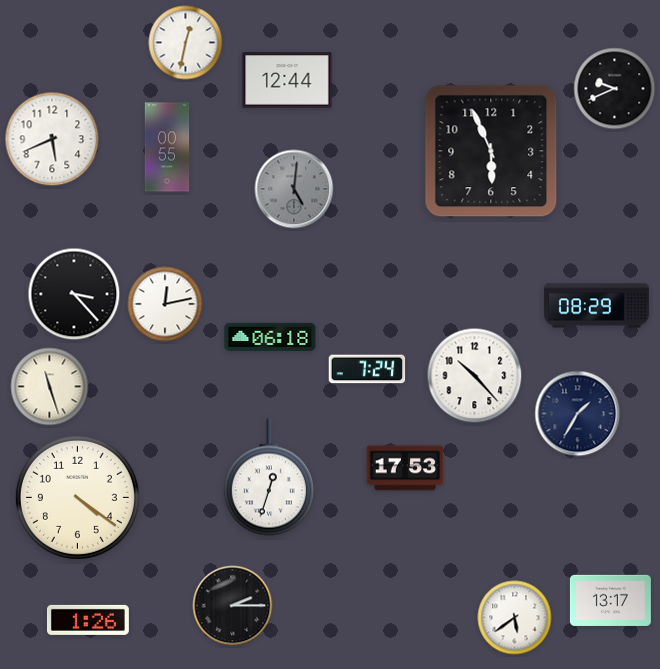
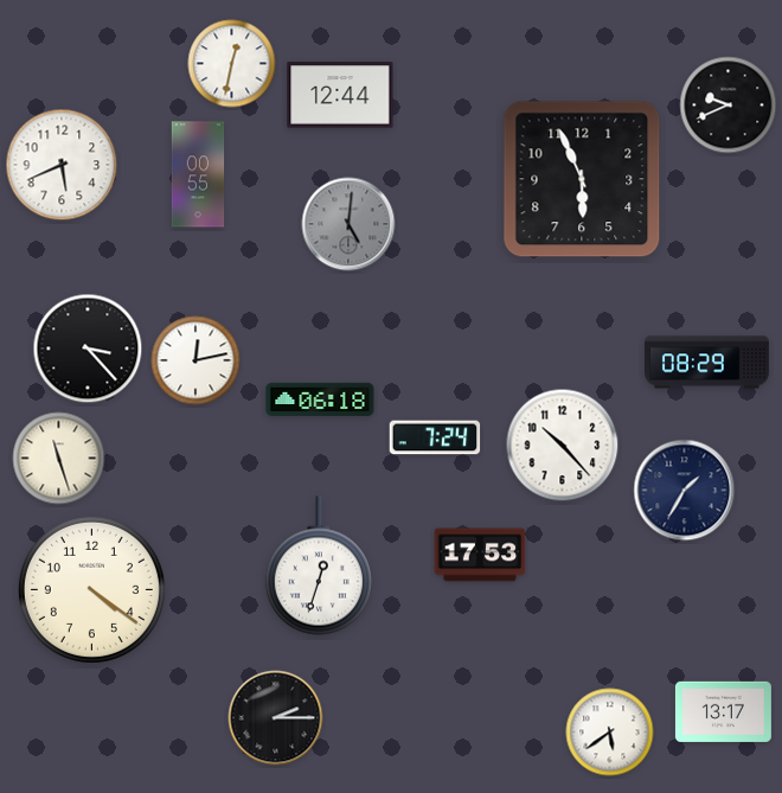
clock at (186, 43) position: (186, 43) -> (232, 64)
clock at (88, 620): 1:26 -> none
